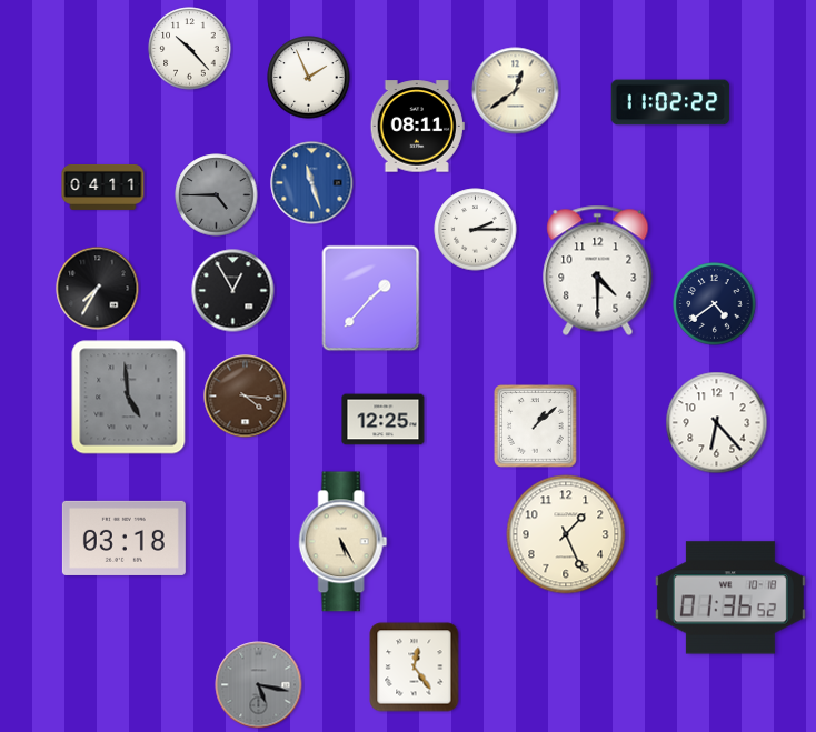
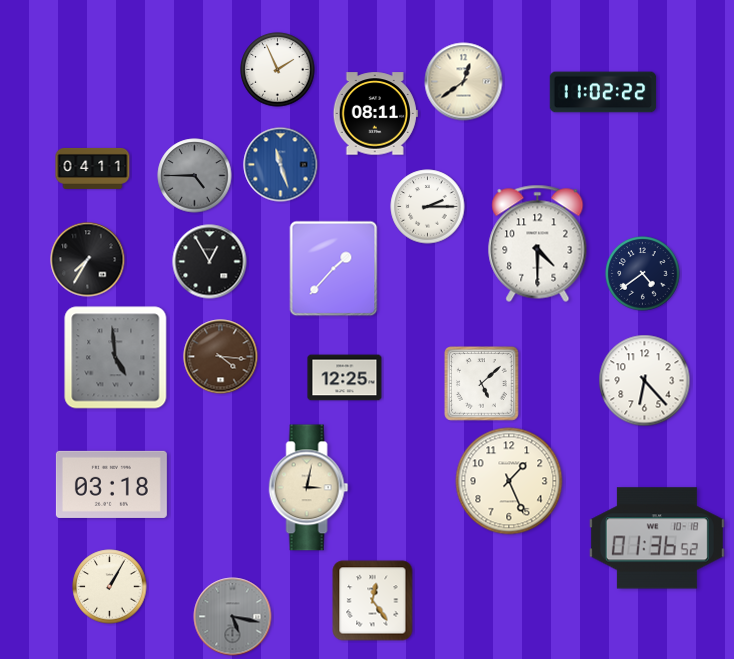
clock at (190, 49): 10:23 -> none
clock at (536, 427): 1:08 -> 5:08
clock at (344, 542): 5:25 -> 3:02
clock at (110, 587): none -> 1:05
